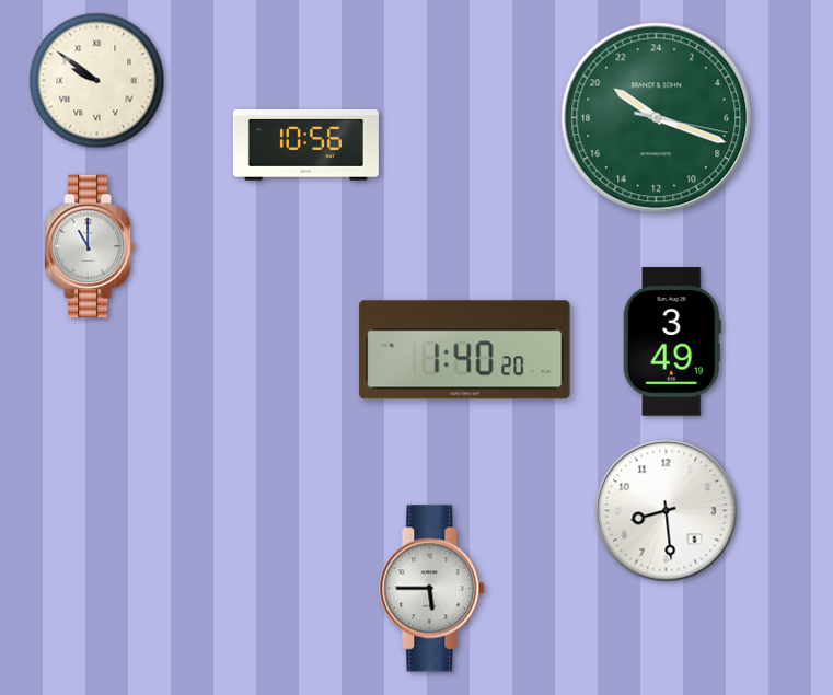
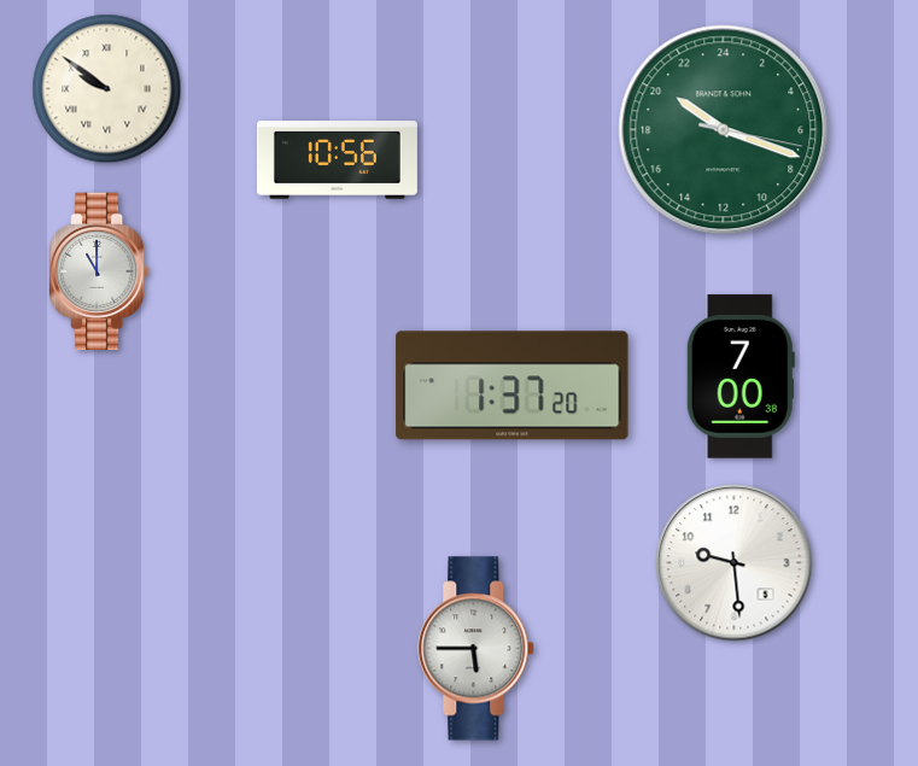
clock at (672, 341): 3:49 -> 7:00
clock at (465, 350): 1:40 -> 1:37
clock at (667, 511): 8:29 -> 9:29
